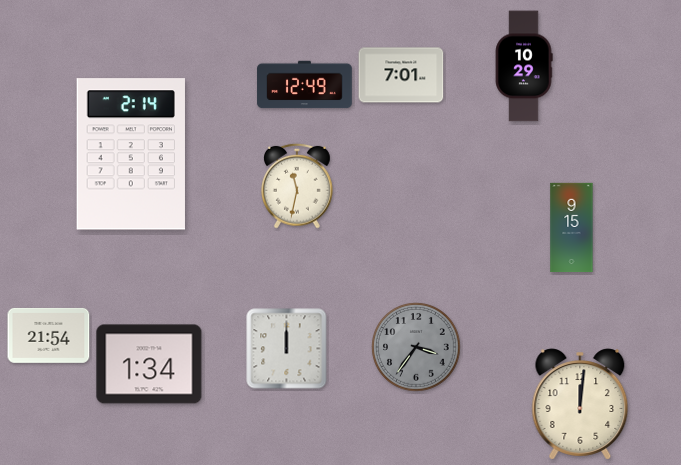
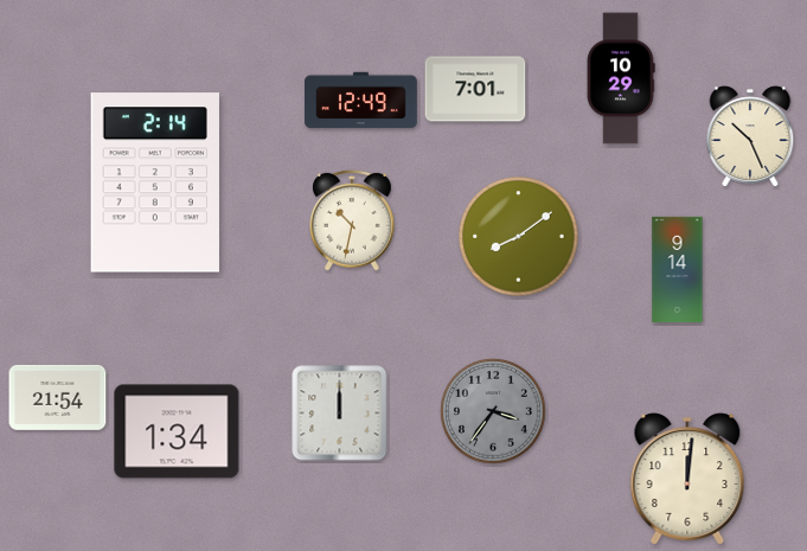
clock at (750, 136): none -> 10:26
clock at (298, 186): 11:32 -> 10:32
clock at (519, 237): none -> 8:09
clock at (572, 228): 9:15 -> 9:14
